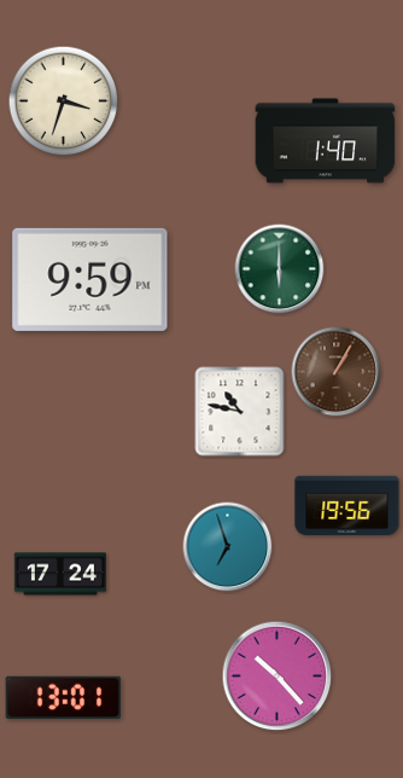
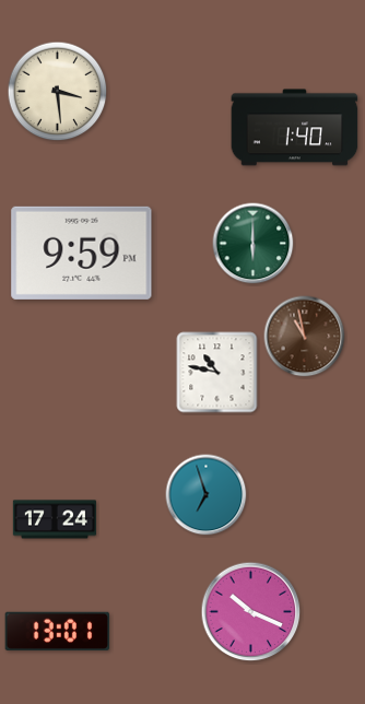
clock at (64, 101): 3:33 -> 3:29
clock at (337, 372): 1:05 -> 10:58
clock at (347, 505): 19:56 -> none
clock at (278, 677): 10:23 -> 10:19
